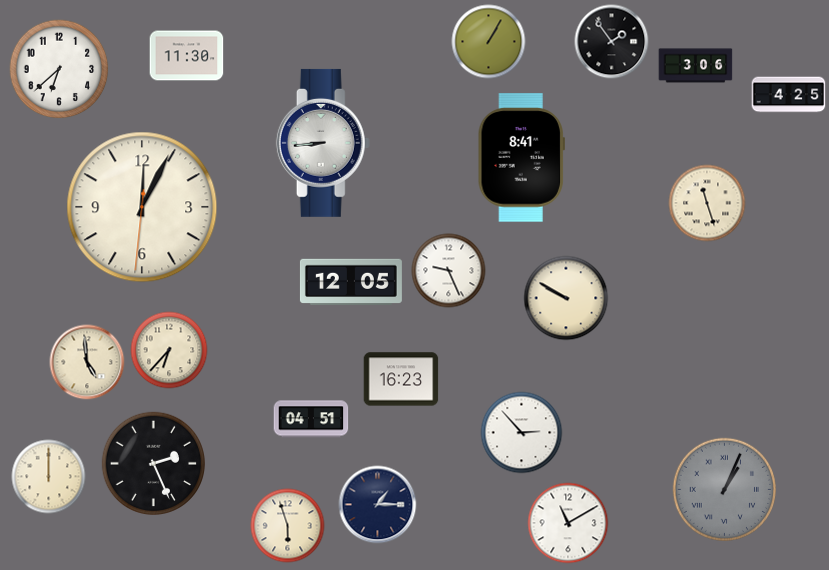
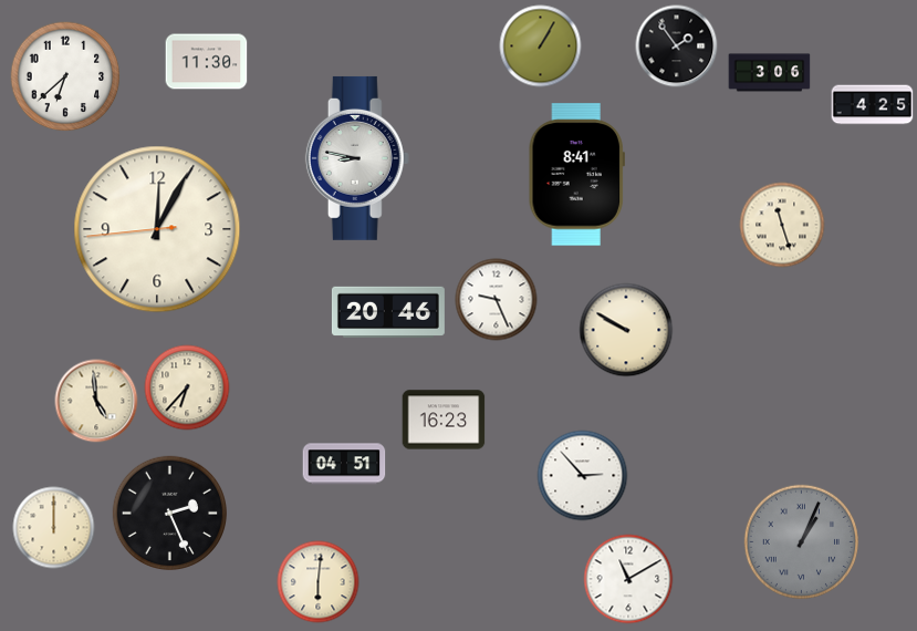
clock at (323, 143): 8:44 -> 8:47
clock at (142, 207): 12:04:31 -> 12:04:44
clock at (351, 281): 12:05 -> 20:46
clock at (522, 433) position: (522, 433) -> (583, 476)
clock at (378, 505): 1:15 -> none
clock at (288, 526): 5:57 -> 6:01
